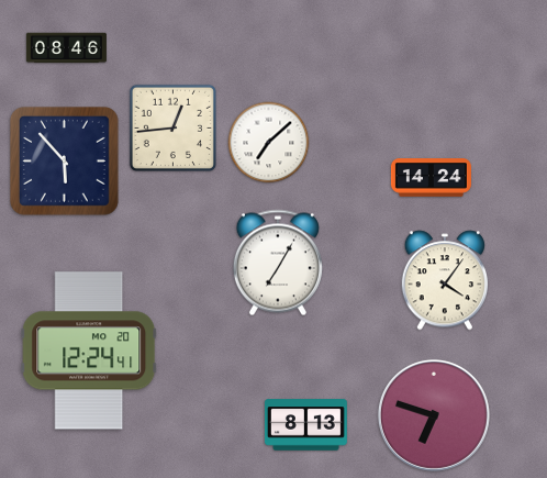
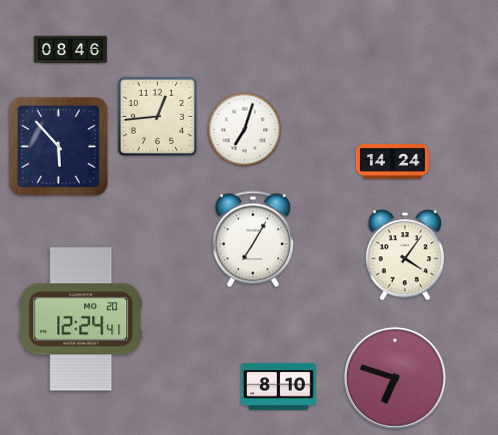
clock at (66, 48) position: (66, 48) -> (70, 50)
clock at (269, 143): 7:08 -> 7:03
clock at (305, 425): 8:13 -> 8:10
